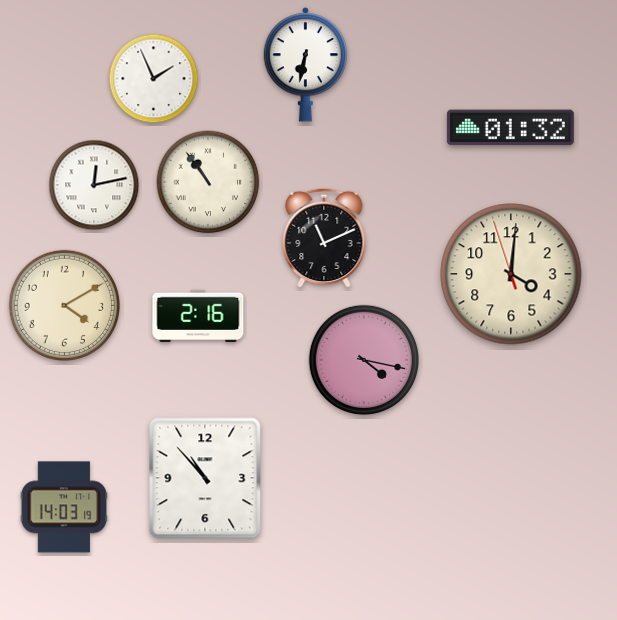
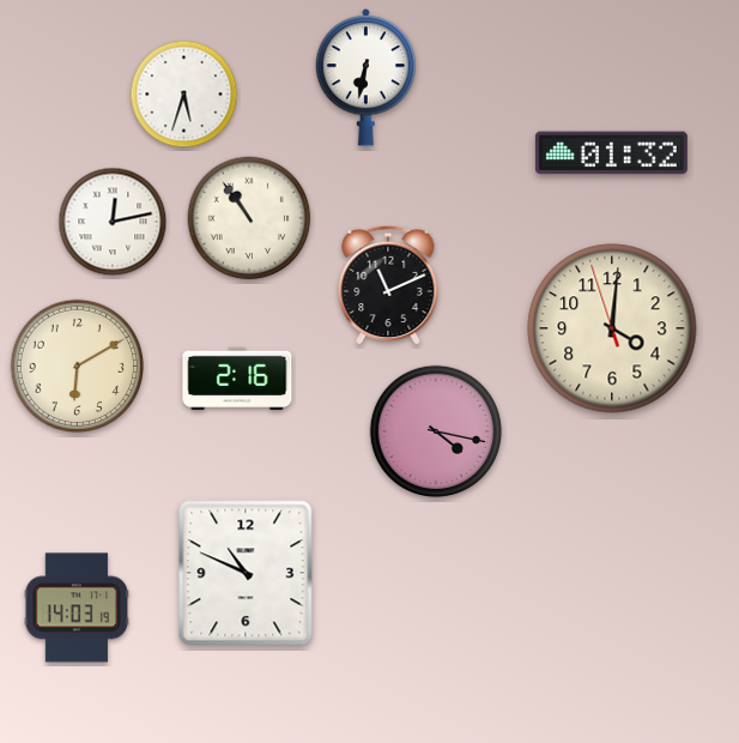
clock at (154, 79): 1:56 -> 5:33
clock at (64, 305): 4:10 -> 6:10
clock at (205, 478): 10:53 -> 10:49
